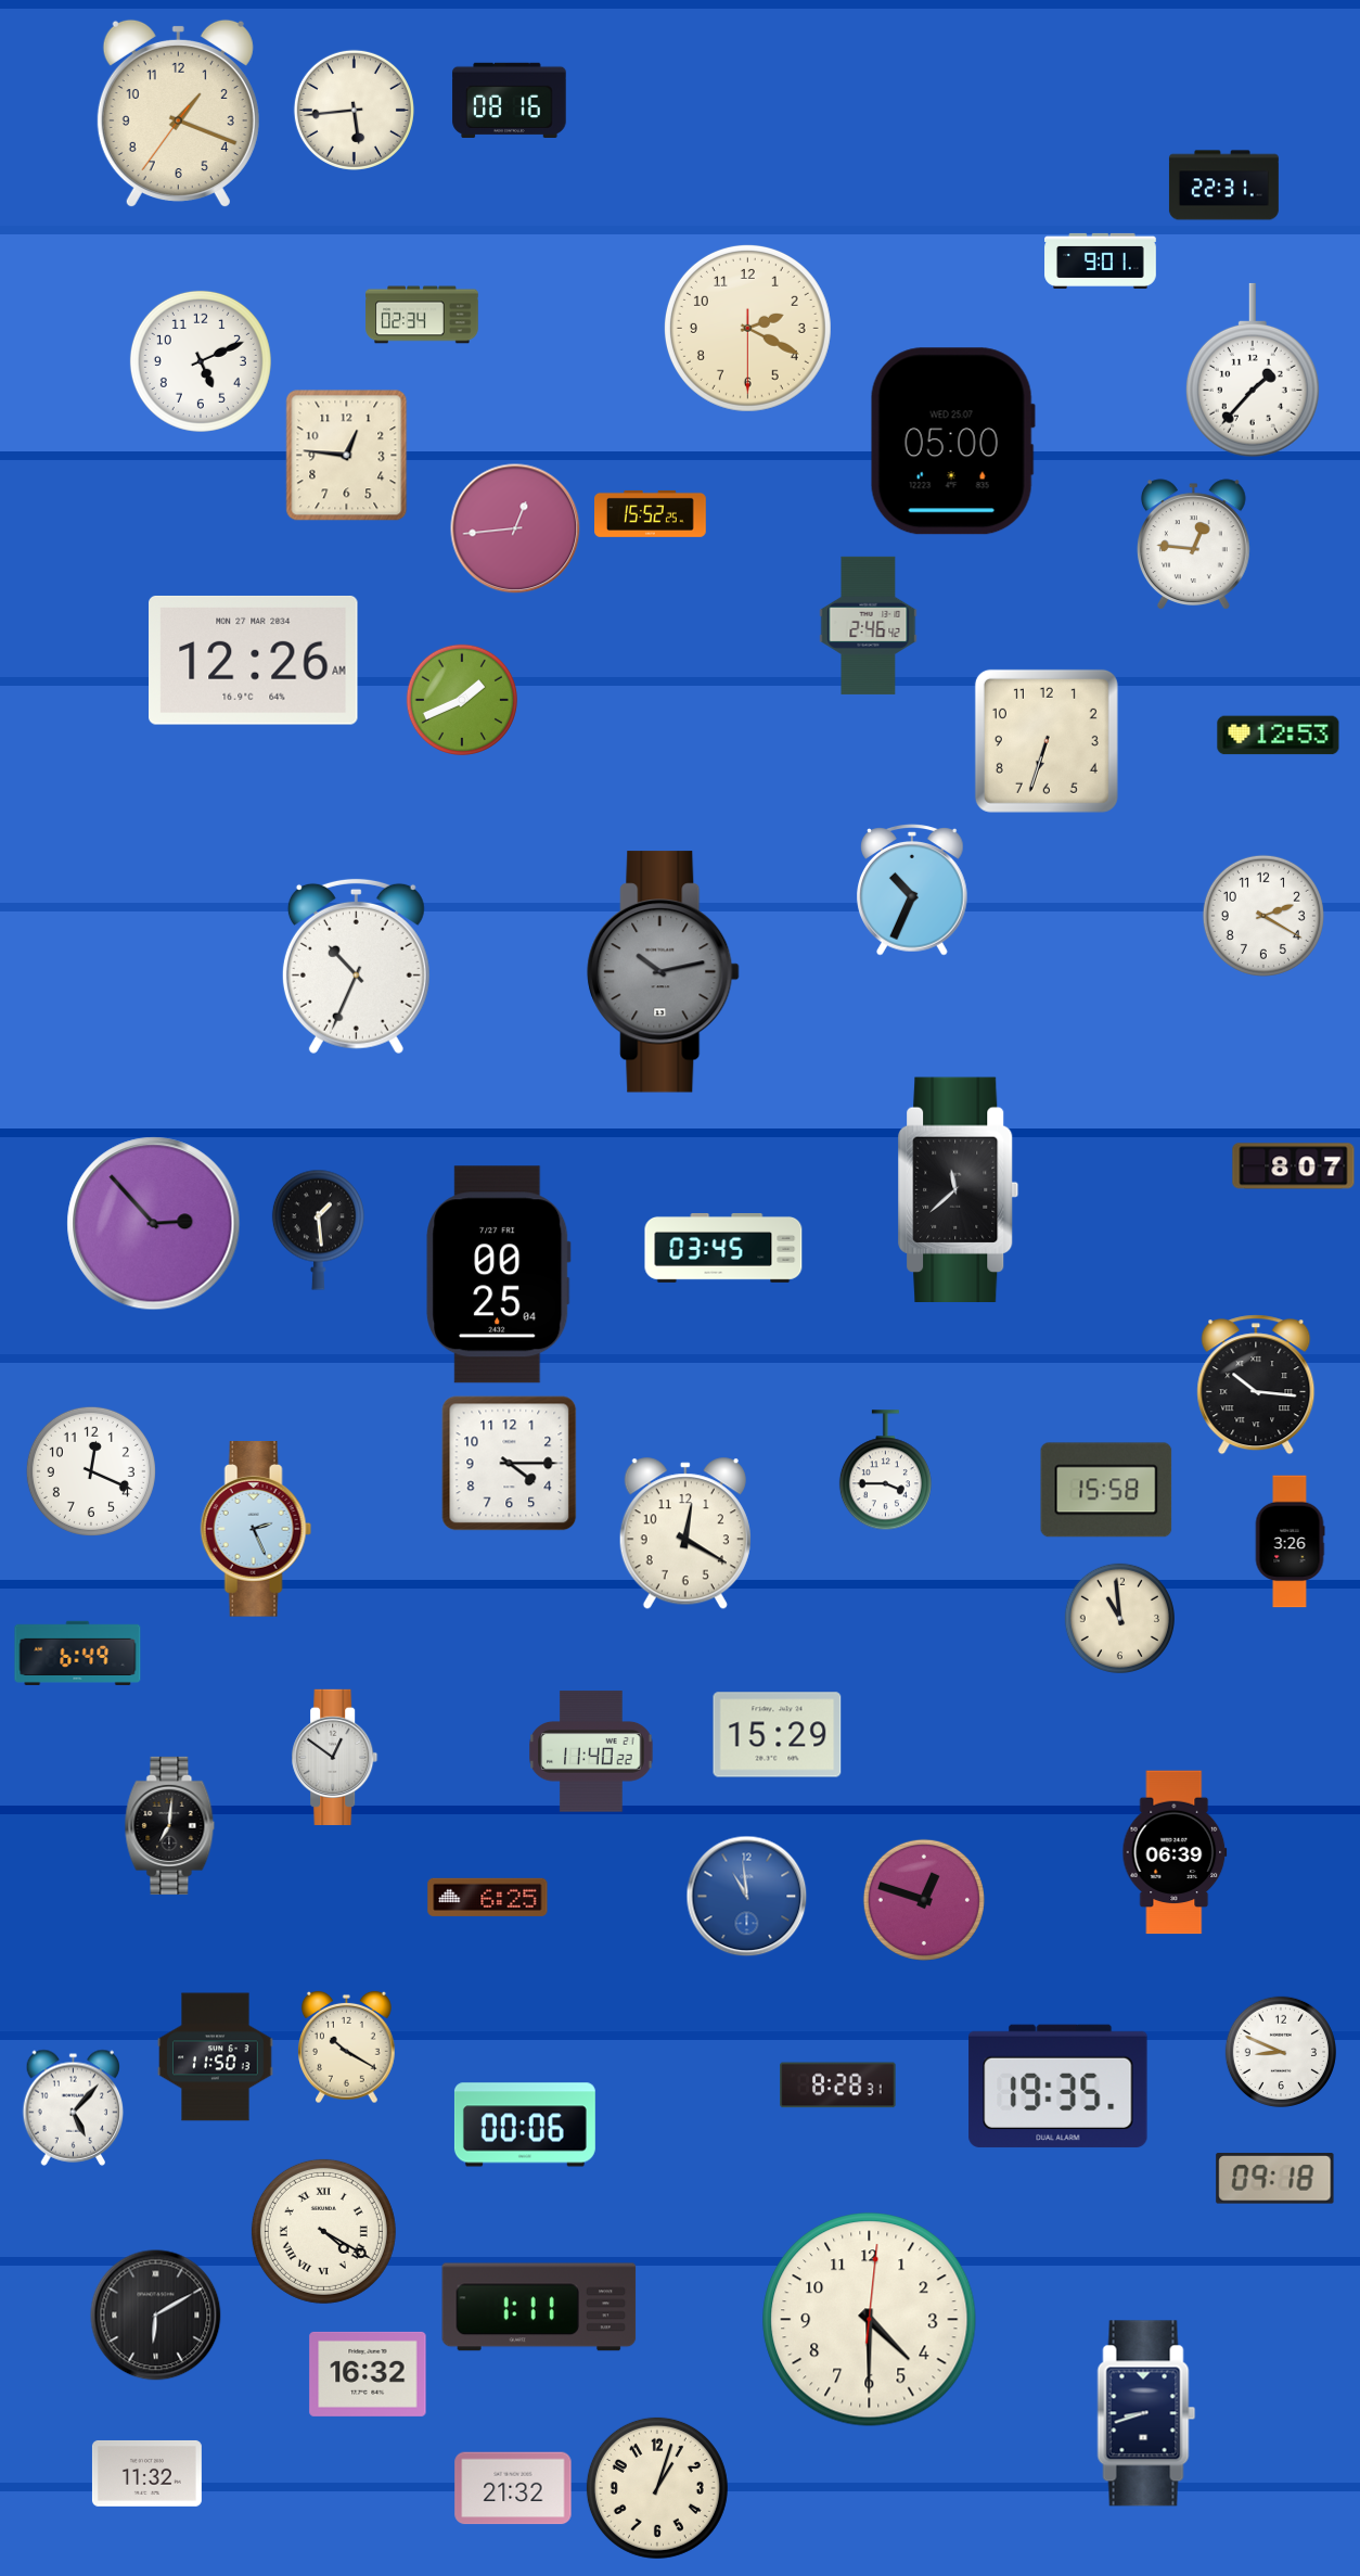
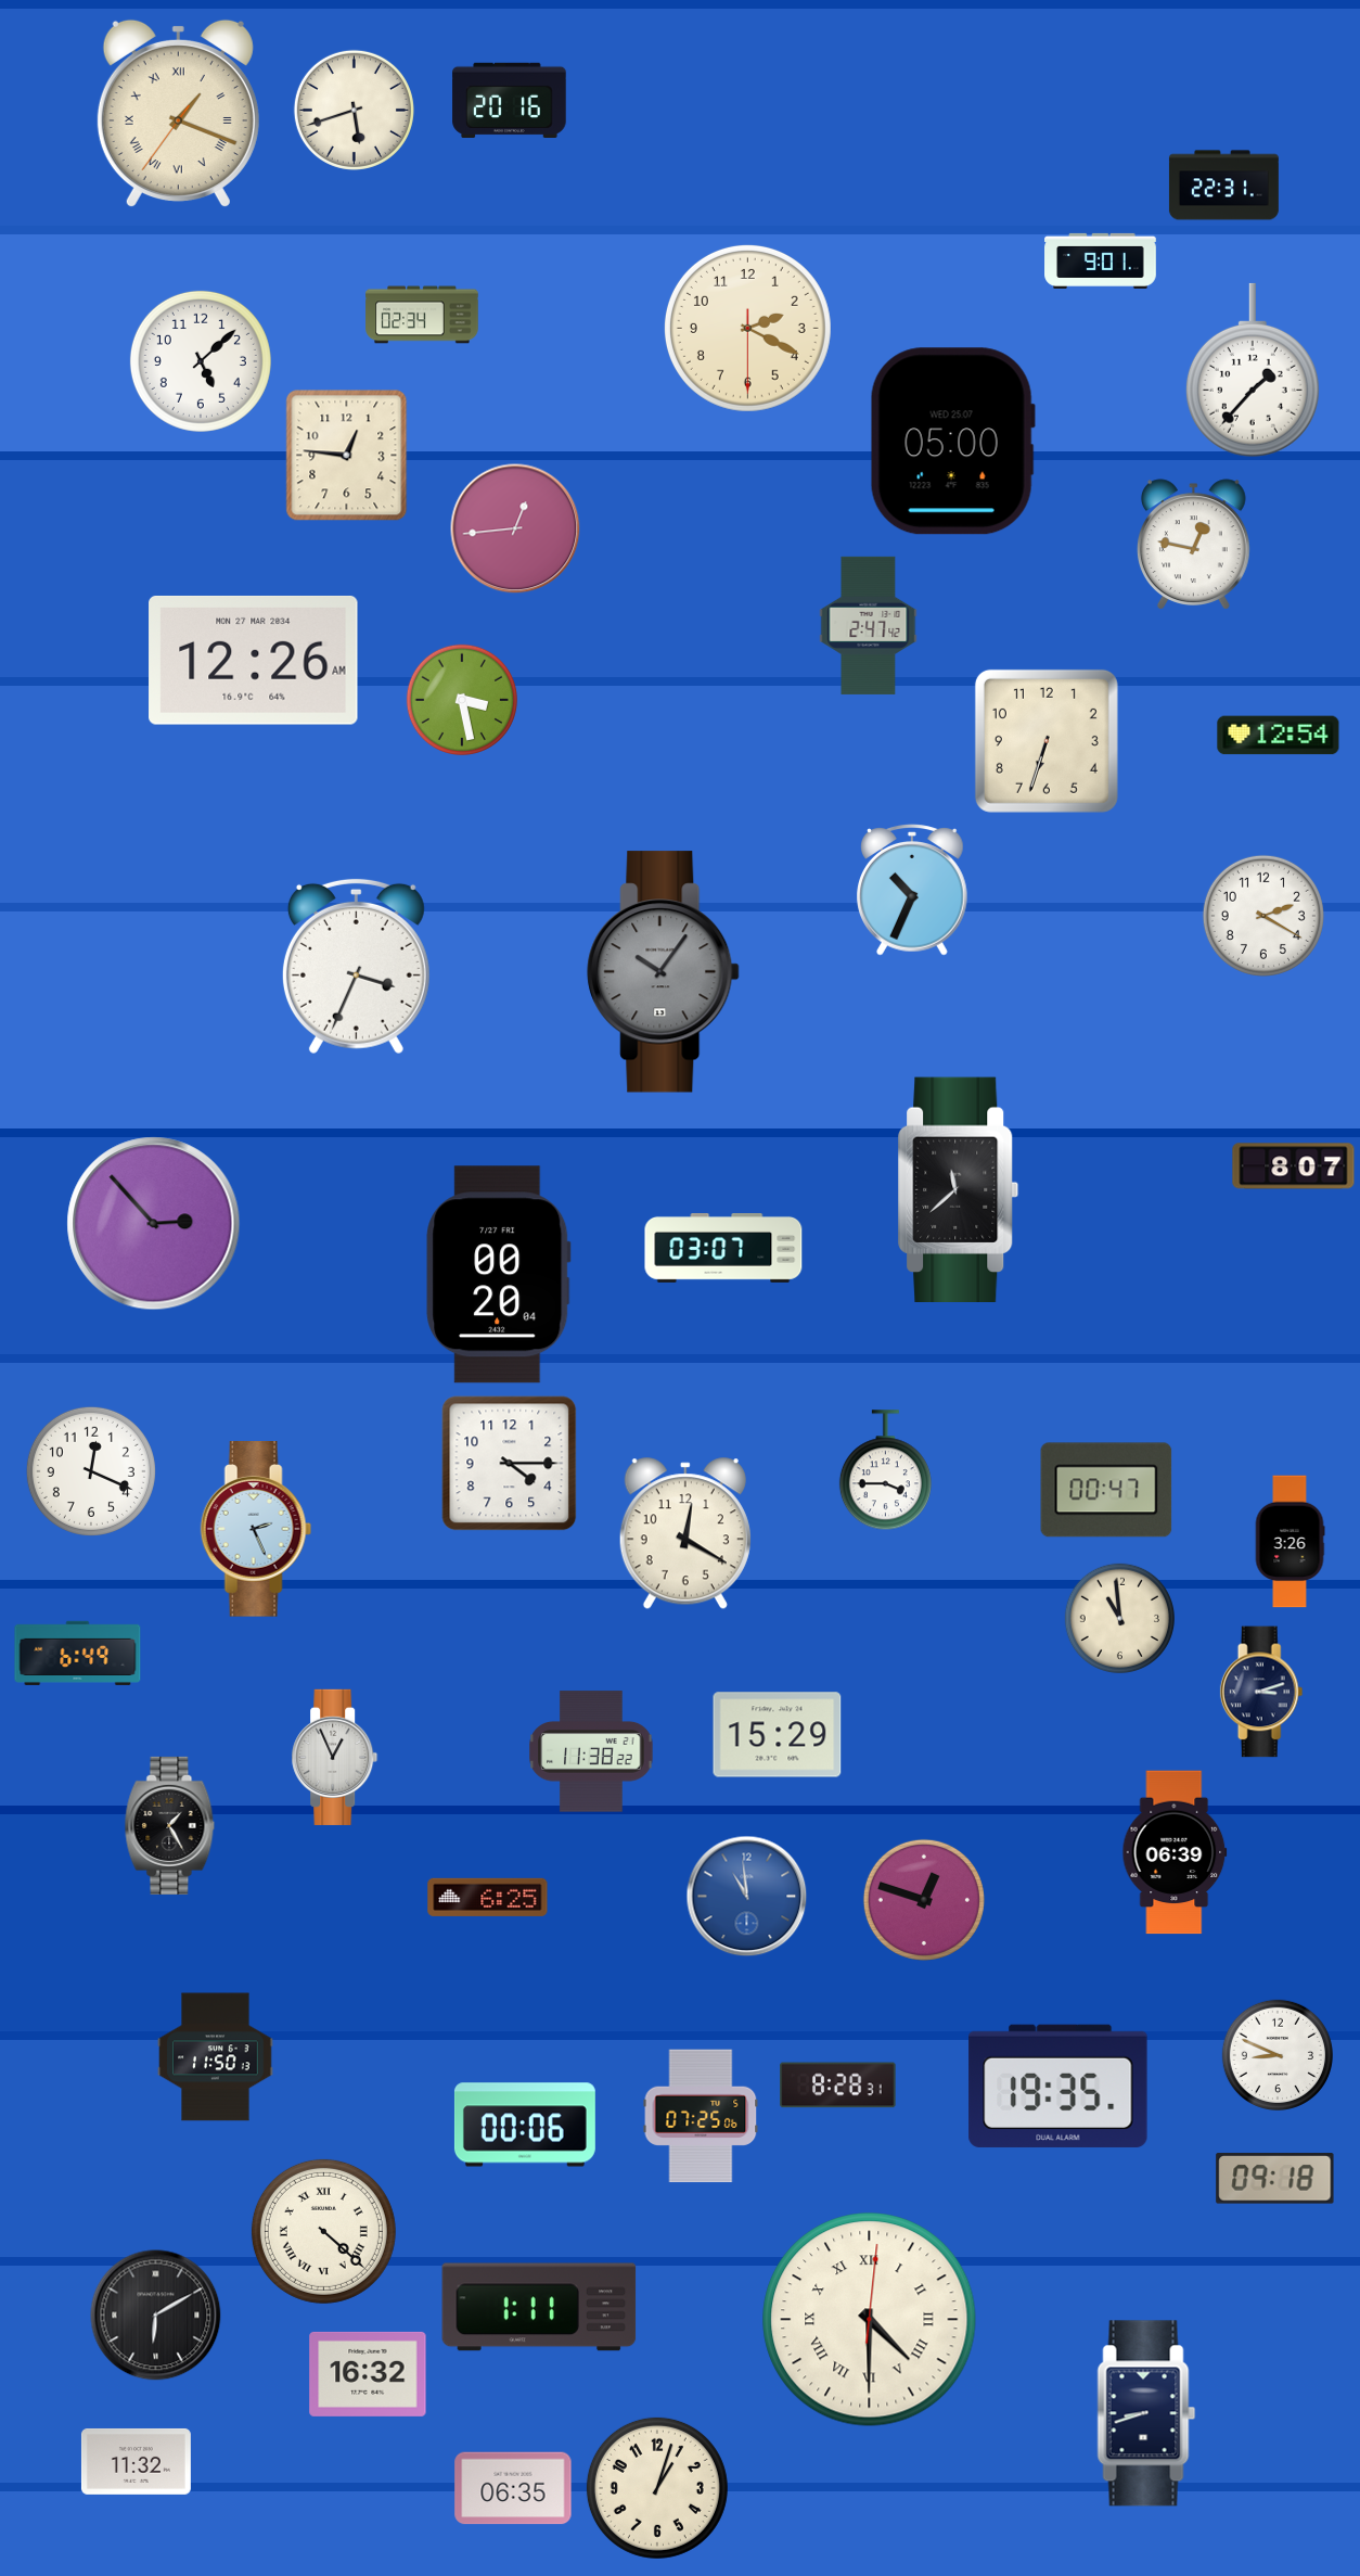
clock at (510, 100): 08:16 -> 20:16
clock at (354, 110): 5:44 -> 5:42
clock at (178, 114) numerals: Arabic -> Roman
clock at (201, 361): 5:11 -> 5:08
clock at (651, 513): 15:52 -> none
clock at (1193, 545): 12:46 -> 12:47
clock at (869, 625): 2:46 -> 2:47
clock at (462, 700): 1:41 -> 3:28
clock at (1279, 736): 12:53 -> 12:54
clock at (356, 966): 10:34 -> 3:34
clock at (664, 972): 10:13 -> 10:06
clock at (318, 1229): 1:29 -> none
clock at (723, 1249): 03:45 -> 03:07
clock at (499, 1275): 00:25 -> 00:20
clock at (1256, 1385): 10:16 -> none
clock at (1106, 1490): 15:58 -> 00:47
clock at (1261, 1692): none -> 3:12
clock at (591, 1751): 11:40 -> 11:38
clock at (335, 1757): 12:51 -> 12:56
clock at (170, 1825): 7:01 -> 1:25
clock at (347, 2048): 10:20 -> none
clock at (1281, 2052) position: (1281, 2052) -> (1278, 2055)
clock at (74, 2107): 5:07 -> none
clock at (701, 2116): none -> 07:25
clock at (323, 2231): 4:20 -> 4:22
clock at (870, 2320) numerals: Arabic -> Roman
clock at (146, 2473) position: (146, 2473) -> (136, 2461)
clock at (513, 2488): 21:32 -> 06:35
